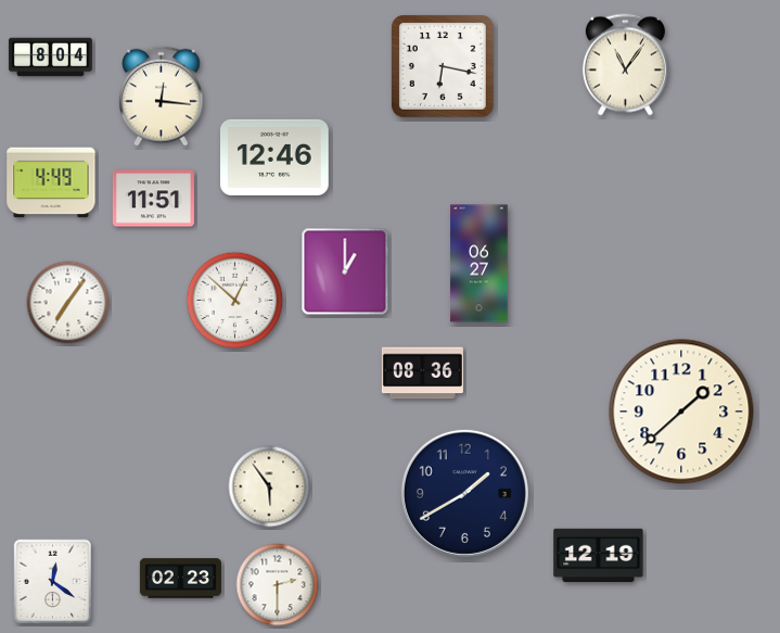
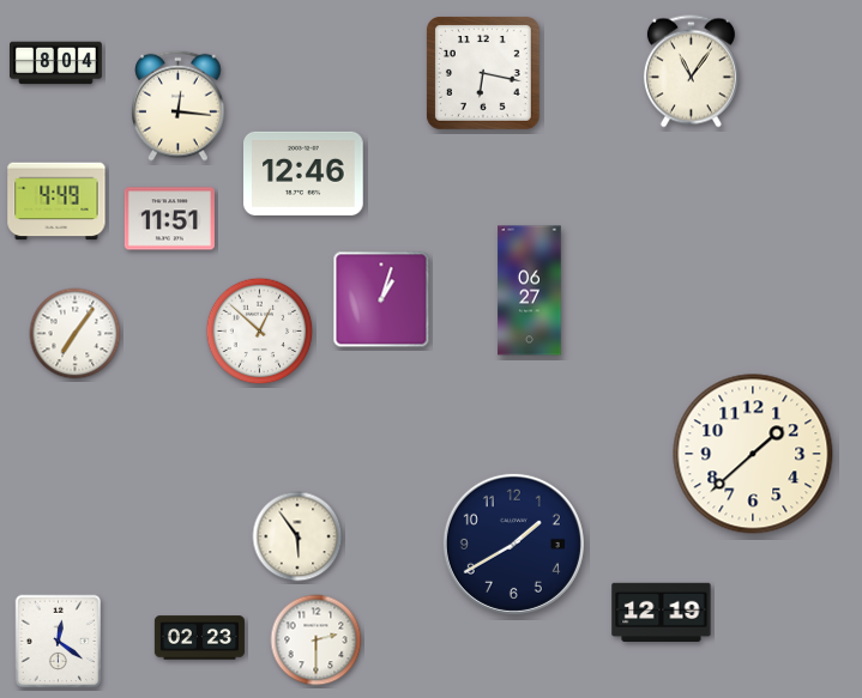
clock at (443, 66) position: (443, 66) -> (483, 73)
clock at (345, 271): 1:00 -> 1:03
clock at (422, 374): 08:36 -> none
clock at (278, 585) position: (278, 585) -> (317, 641)
